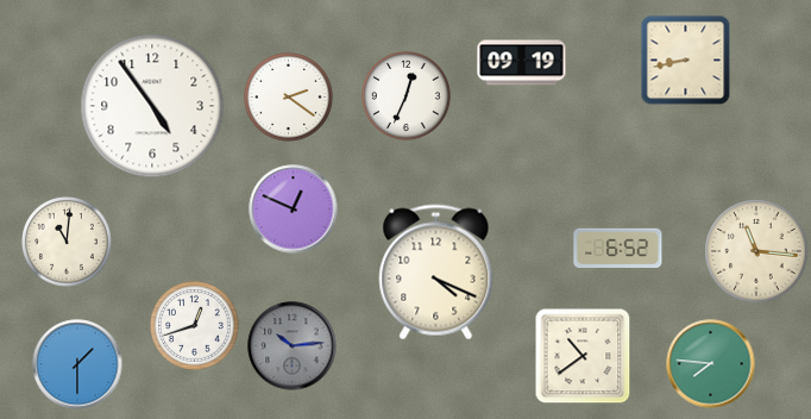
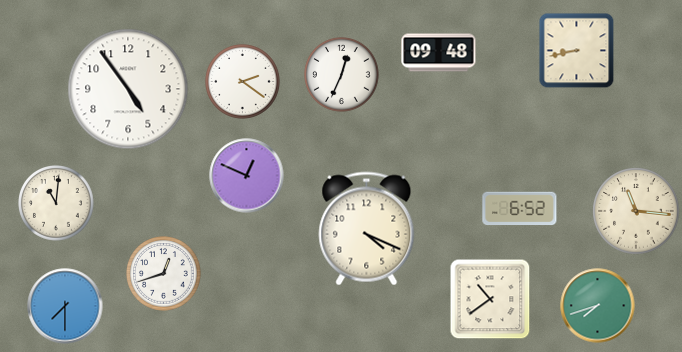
clock at (522, 63): 09:19 -> 09:48
clock at (407, 96) position: (407, 96) -> (342, 75)
clock at (293, 346): 10:14 -> none
clock at (77, 364): 1:30 -> 7:30
clock at (711, 364): 7:46 -> 7:42
